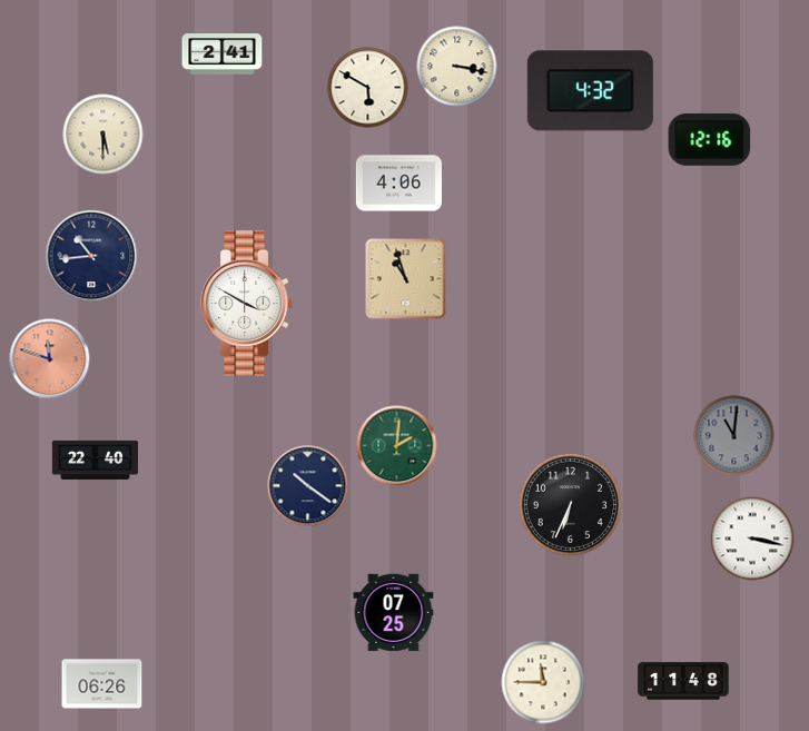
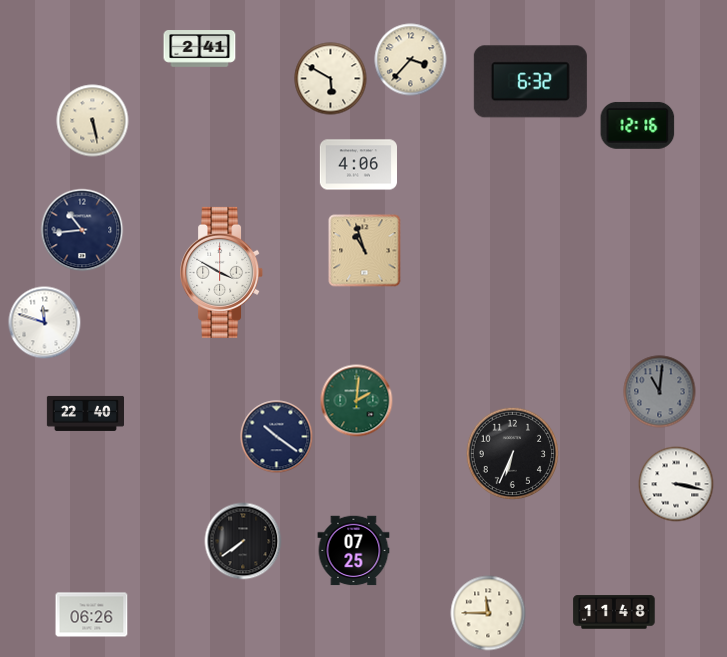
clock at (457, 67): 3:17 -> 3:37
clock at (590, 91): 4:32 -> 6:32
clock at (103, 135): 5:30 -> 5:28
clock at (50, 359) dial: salmon -> white
clock at (243, 541): none -> 7:39
